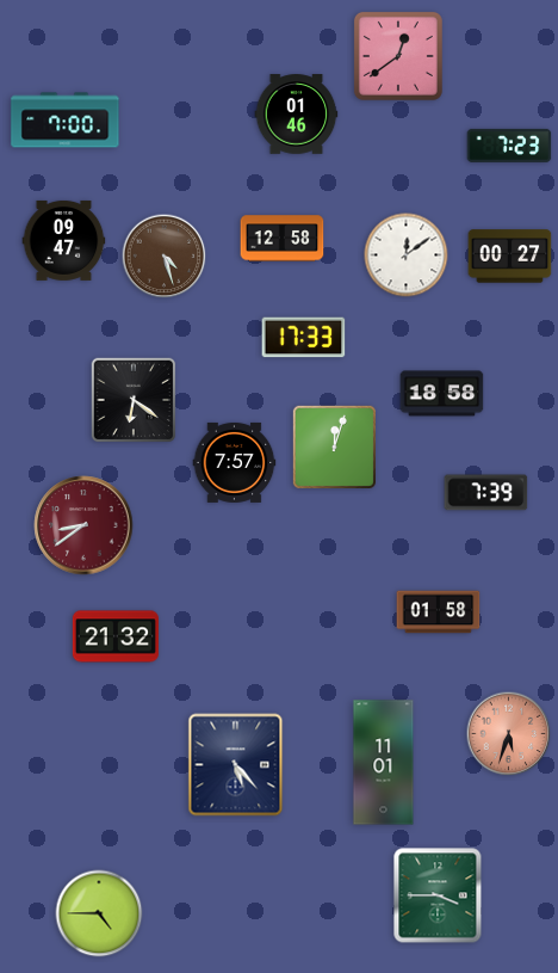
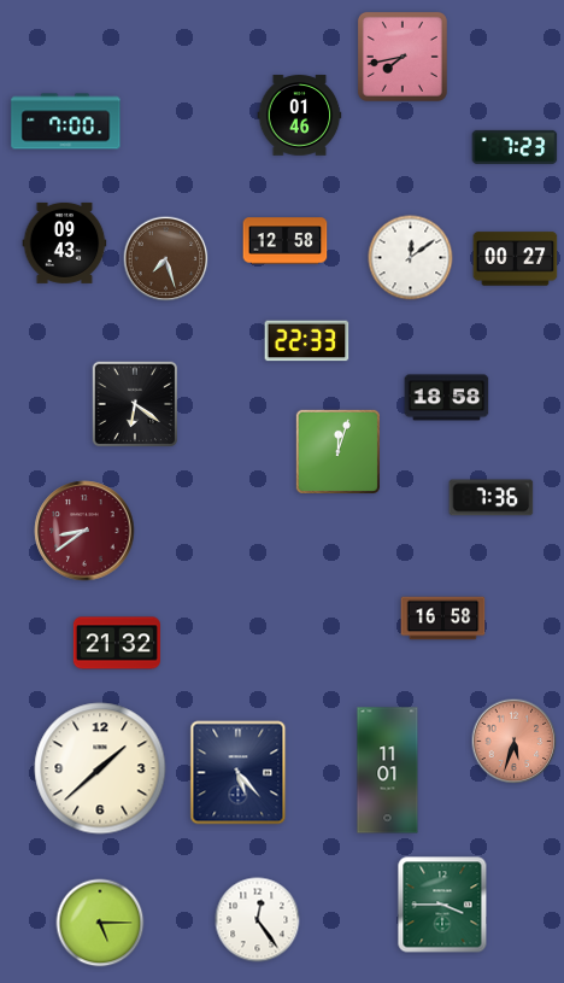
clock at (398, 56): 12:39 -> 7:43
clock at (64, 240): 09:47 -> 09:43
clock at (165, 257): 4:27 -> 7:27
clock at (304, 338): 17:33 -> 22:33
clock at (235, 462): 7:57 -> none
clock at (486, 493): 7:39 -> 7:36
clock at (439, 612): 01:58 -> 16:58
clock at (100, 768): none -> 1:38
clock at (258, 920): none -> 12:24
clock at (99, 913): 4:45 -> 5:15
